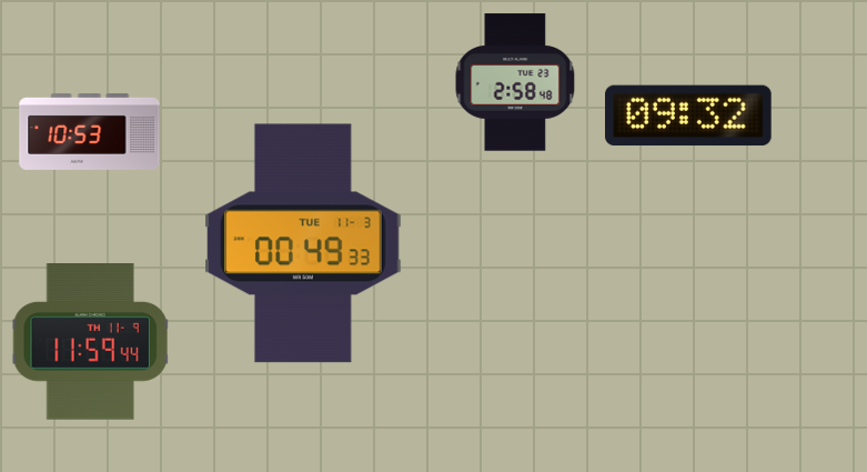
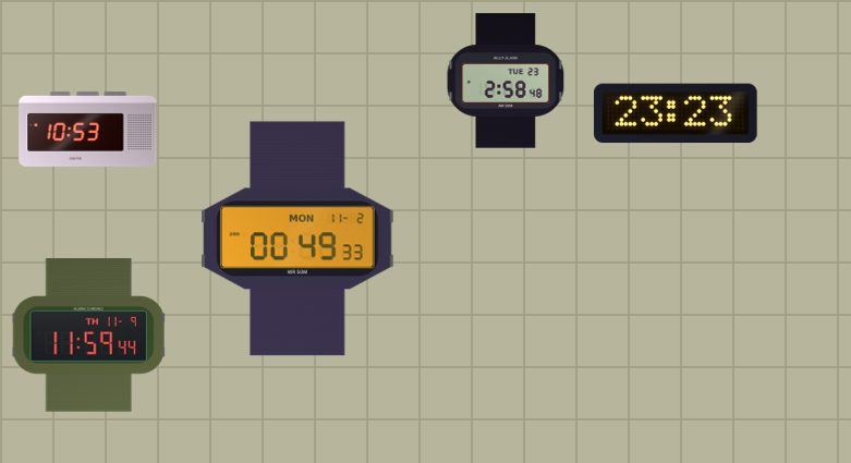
clock at (689, 116): 09:32 -> 23:23
clock at (303, 243) date: TUE 11-3 -> MON 11-2
